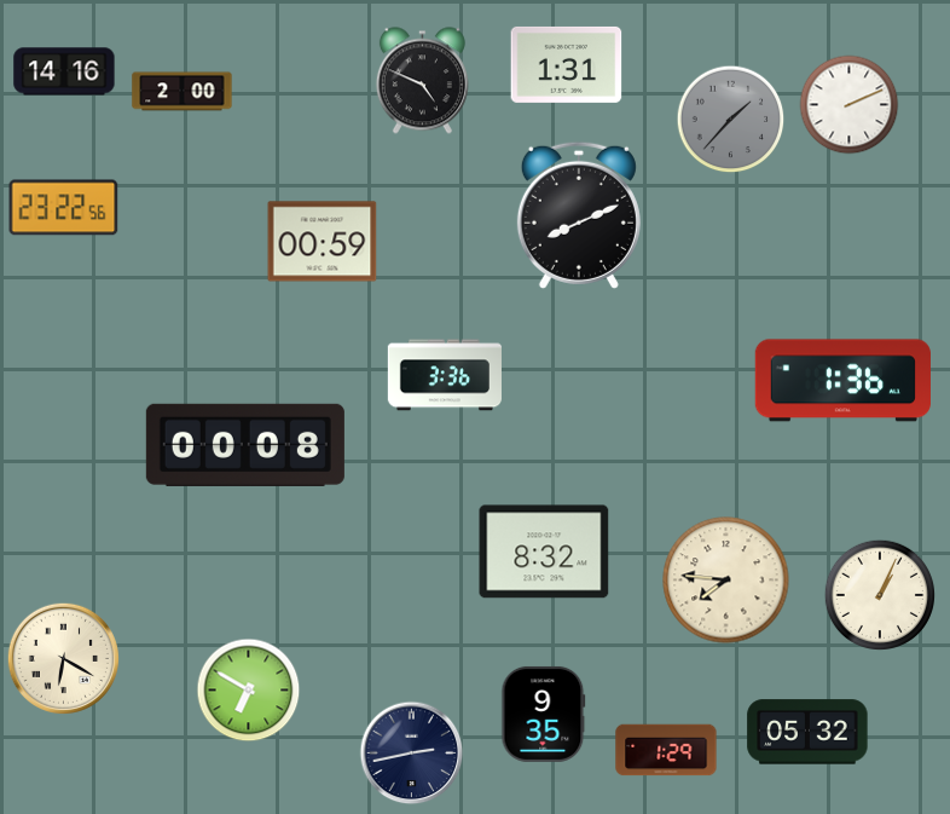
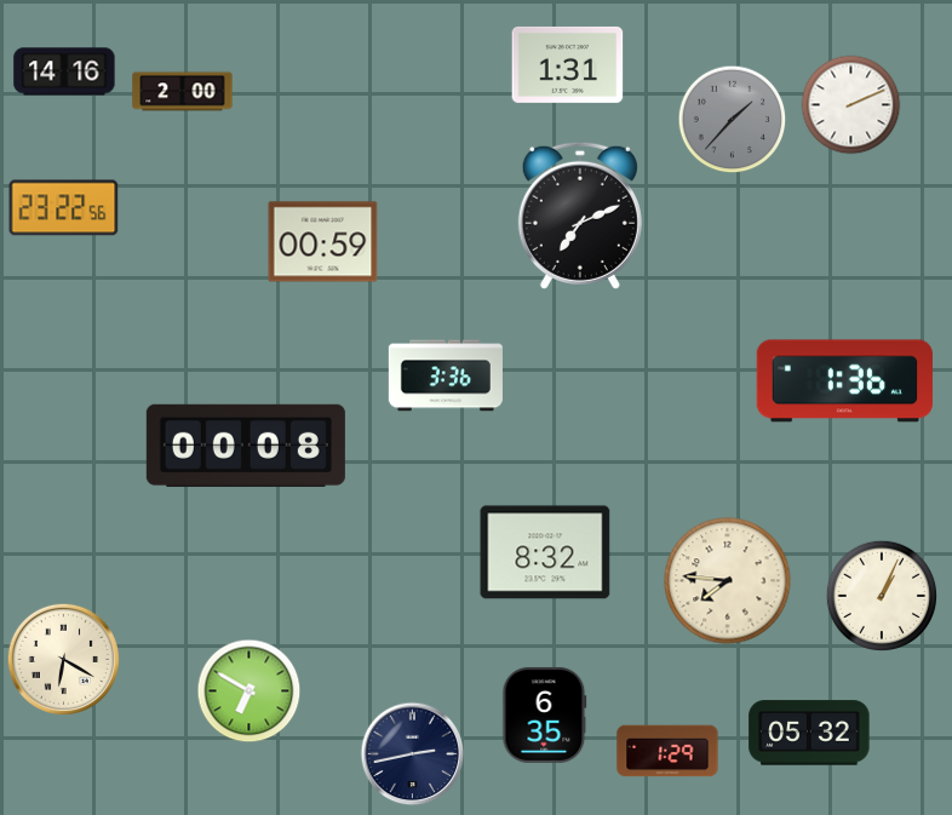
clock at (422, 81): 4:49 -> none
clock at (579, 215): 8:11 -> 7:11
clock at (544, 714): 9:35 -> 6:35
